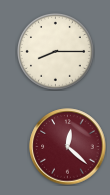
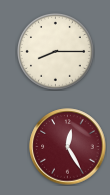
clock at (68, 147): 12:22 -> 12:25
